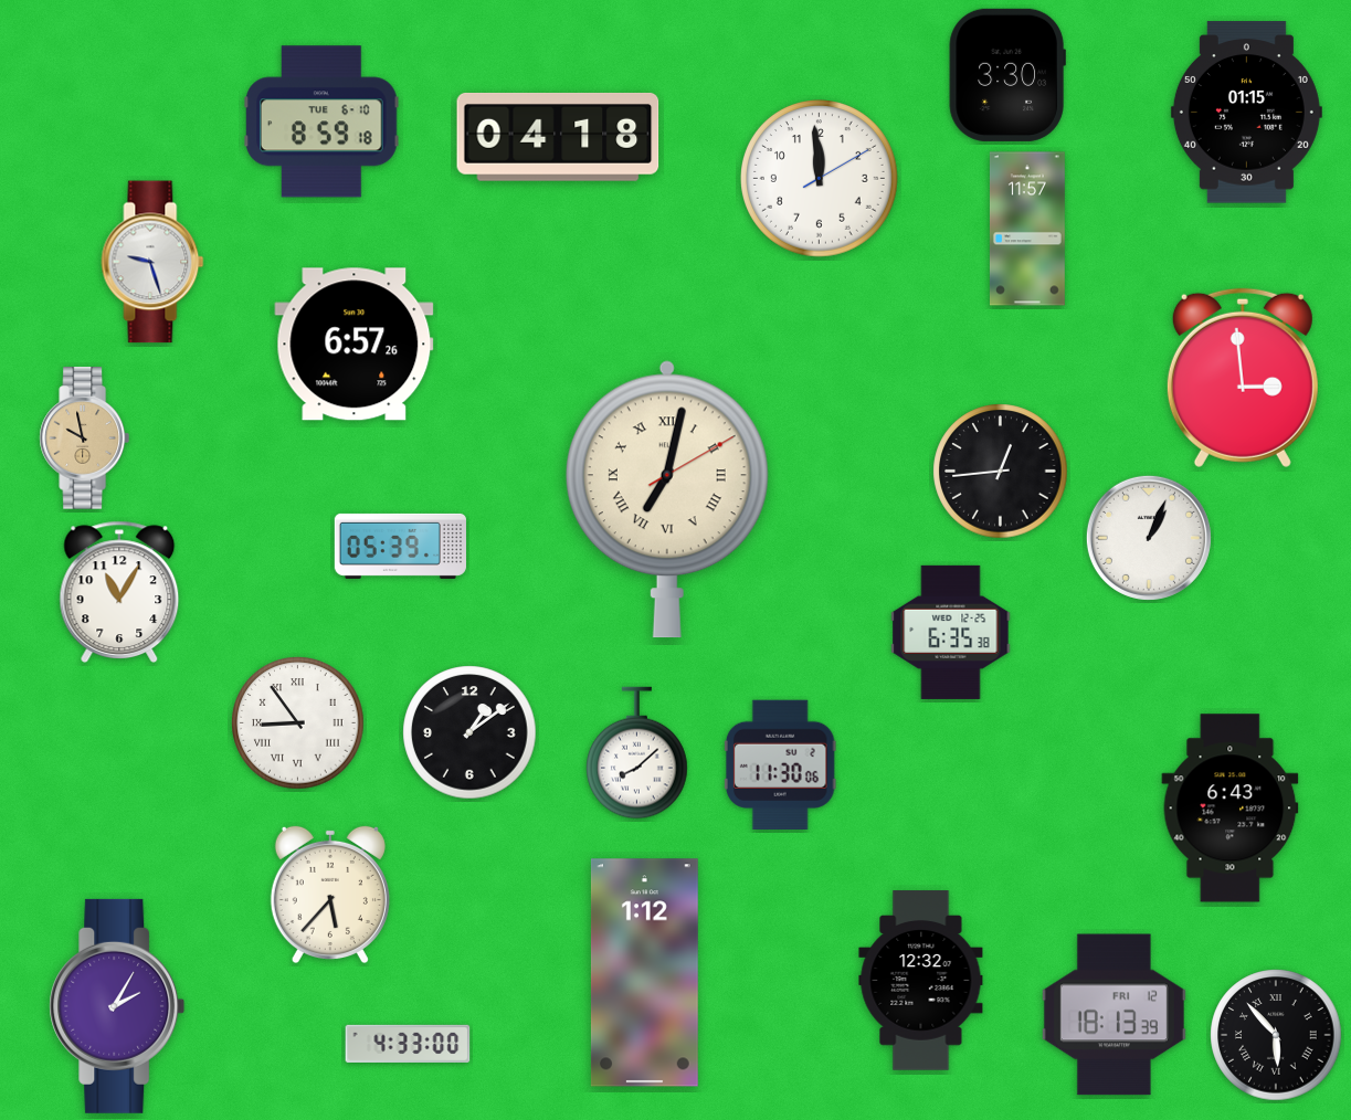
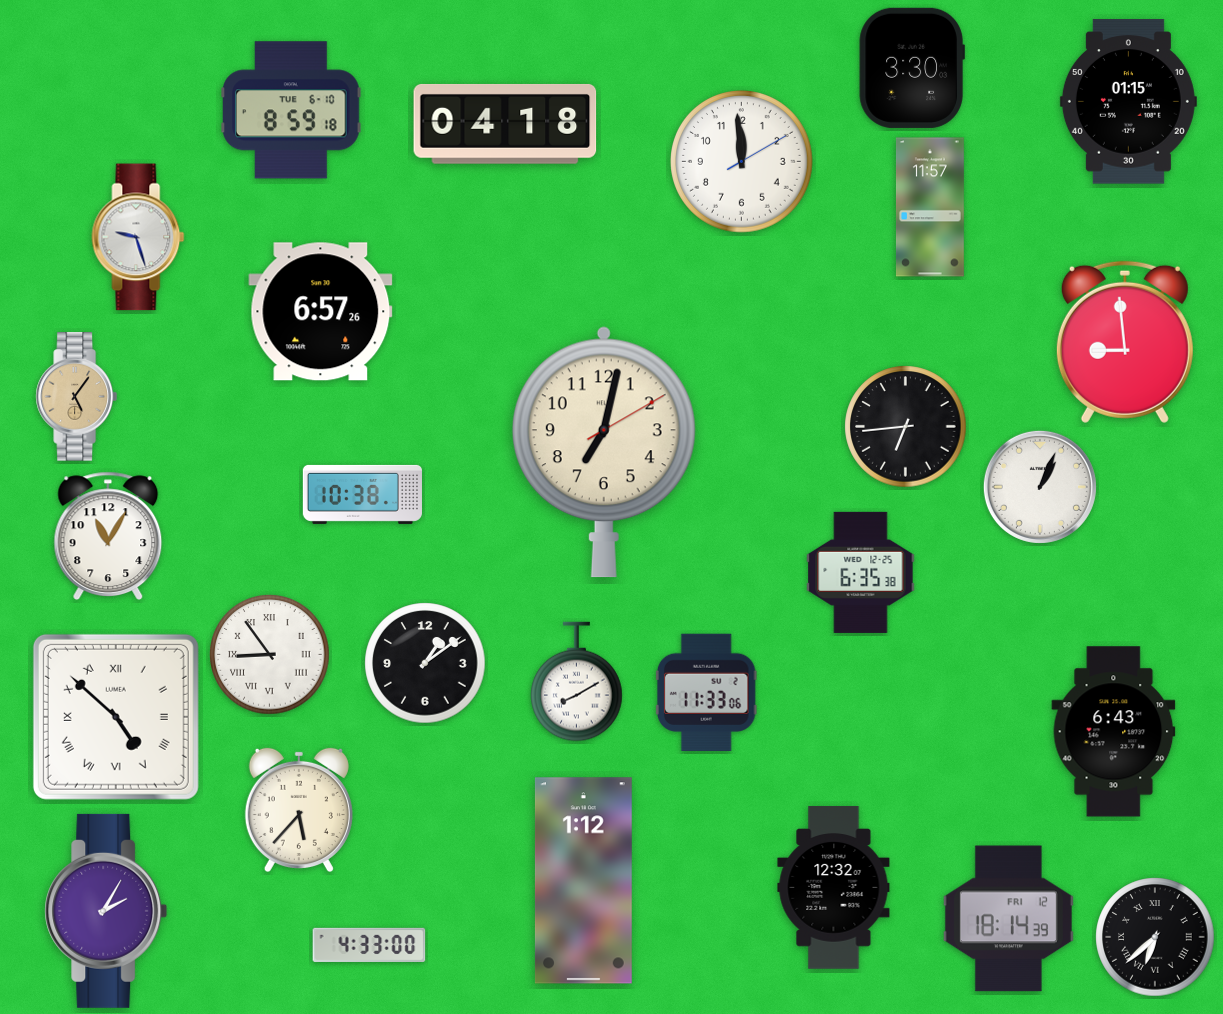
clock at (1243, 378): 2:59 -> 8:59
clock at (84, 439): 9:58 -> 5:06
clock at (1001, 472): 12:44 -> 6:44
clock at (667, 499) numerals: Roman -> Arabic
clock at (400, 546): 05:39 -> 10:38
clock at (637, 753): 8:08 -> 8:10
clock at (780, 764): 11:30 -> 11:33
clock at (116, 717): none -> 4:52
clock at (1113, 1015): 18:13 -> 18:14
clock at (1276, 1035): 5:53 -> 6:38
